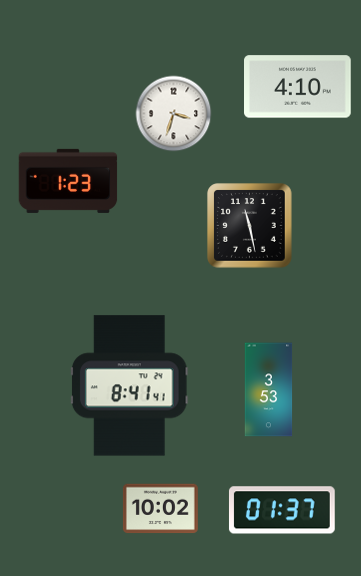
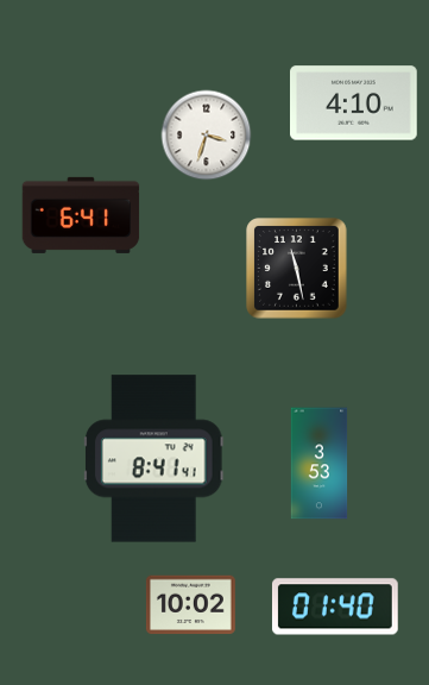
clock at (68, 181): 1:23 -> 6:41
clock at (282, 510): 01:37 -> 01:40
